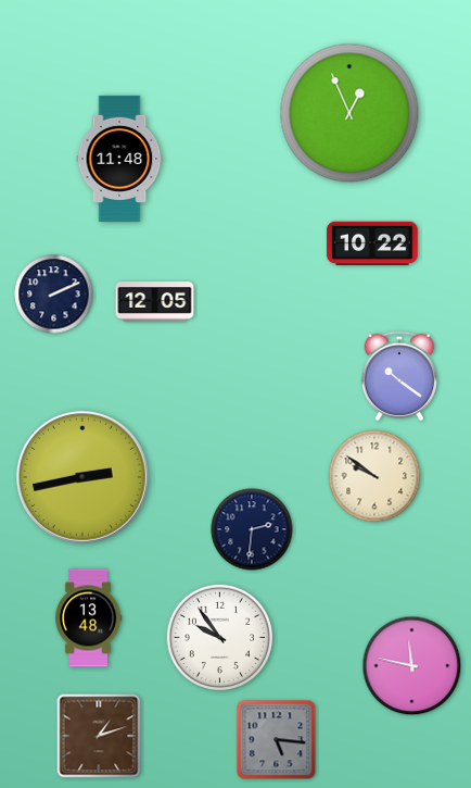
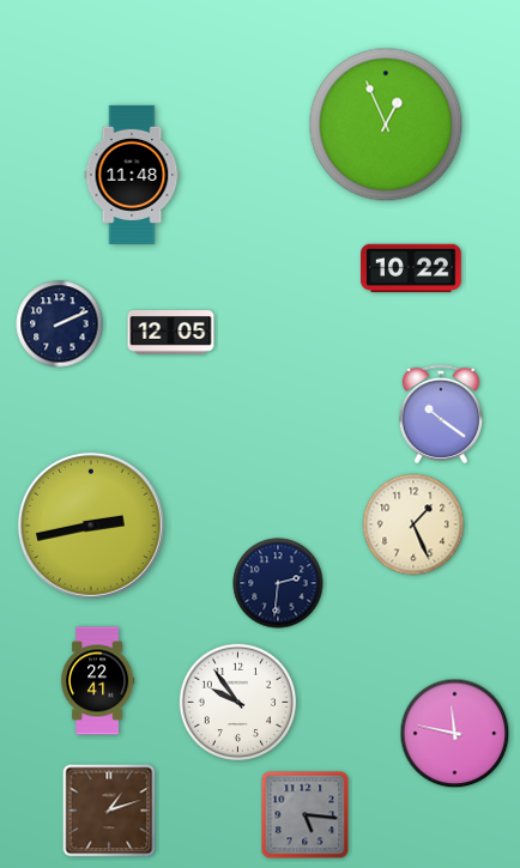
clock at (374, 476): 9:51 -> 1:26
clock at (88, 618): 13:48 -> 22:41
clock at (220, 638) position: (220, 638) -> (238, 703)
